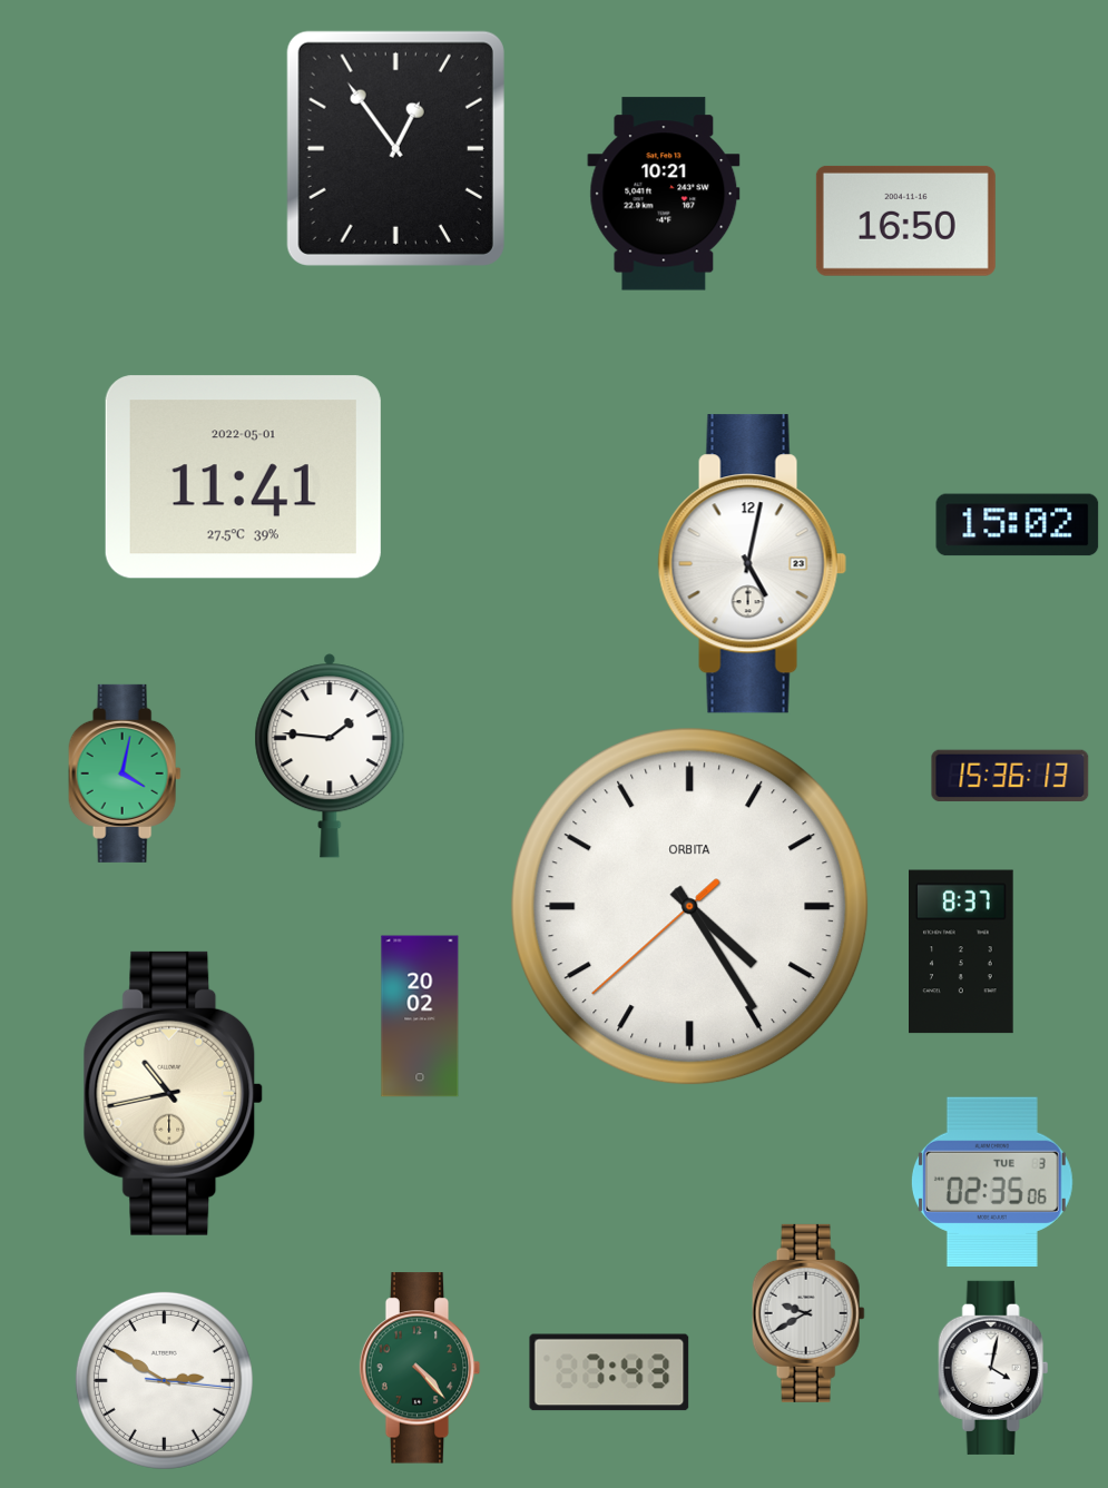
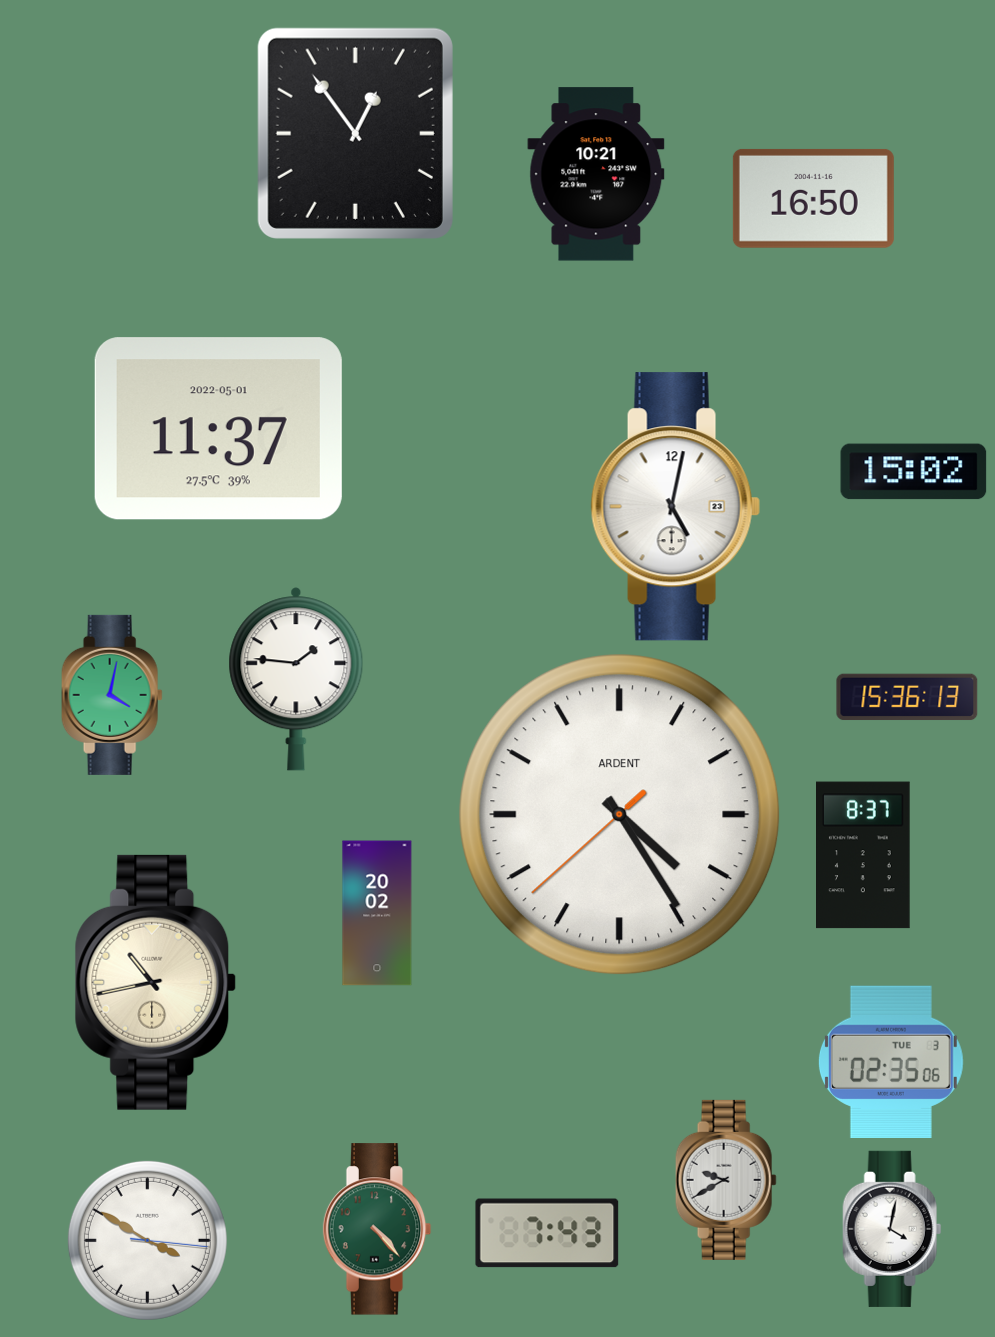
clock at (243, 477): 11:41 -> 11:37
clock at (690, 907) brand: ORBITA -> ARDENT
clock at (164, 1380): 2:50 -> 3:50
